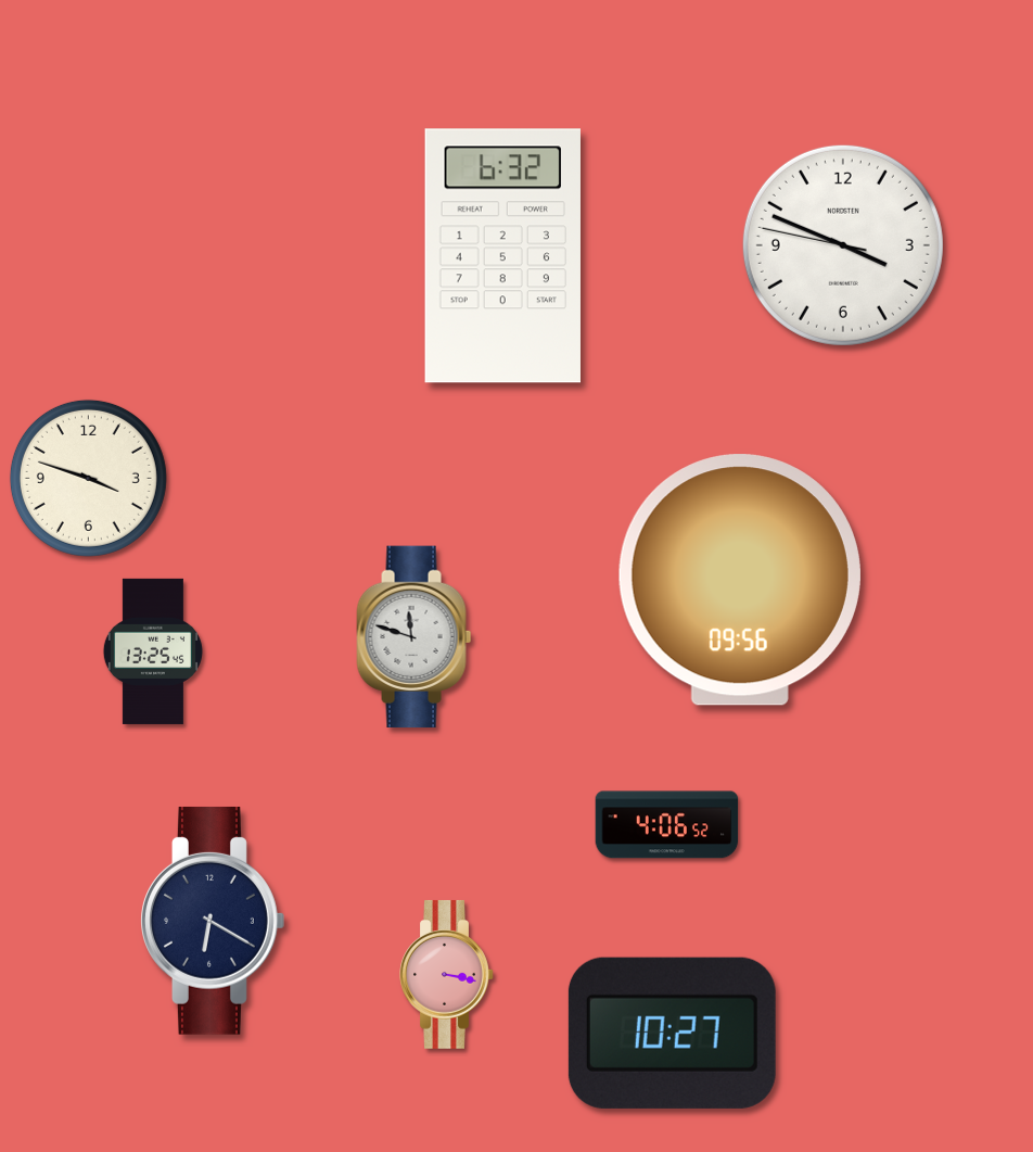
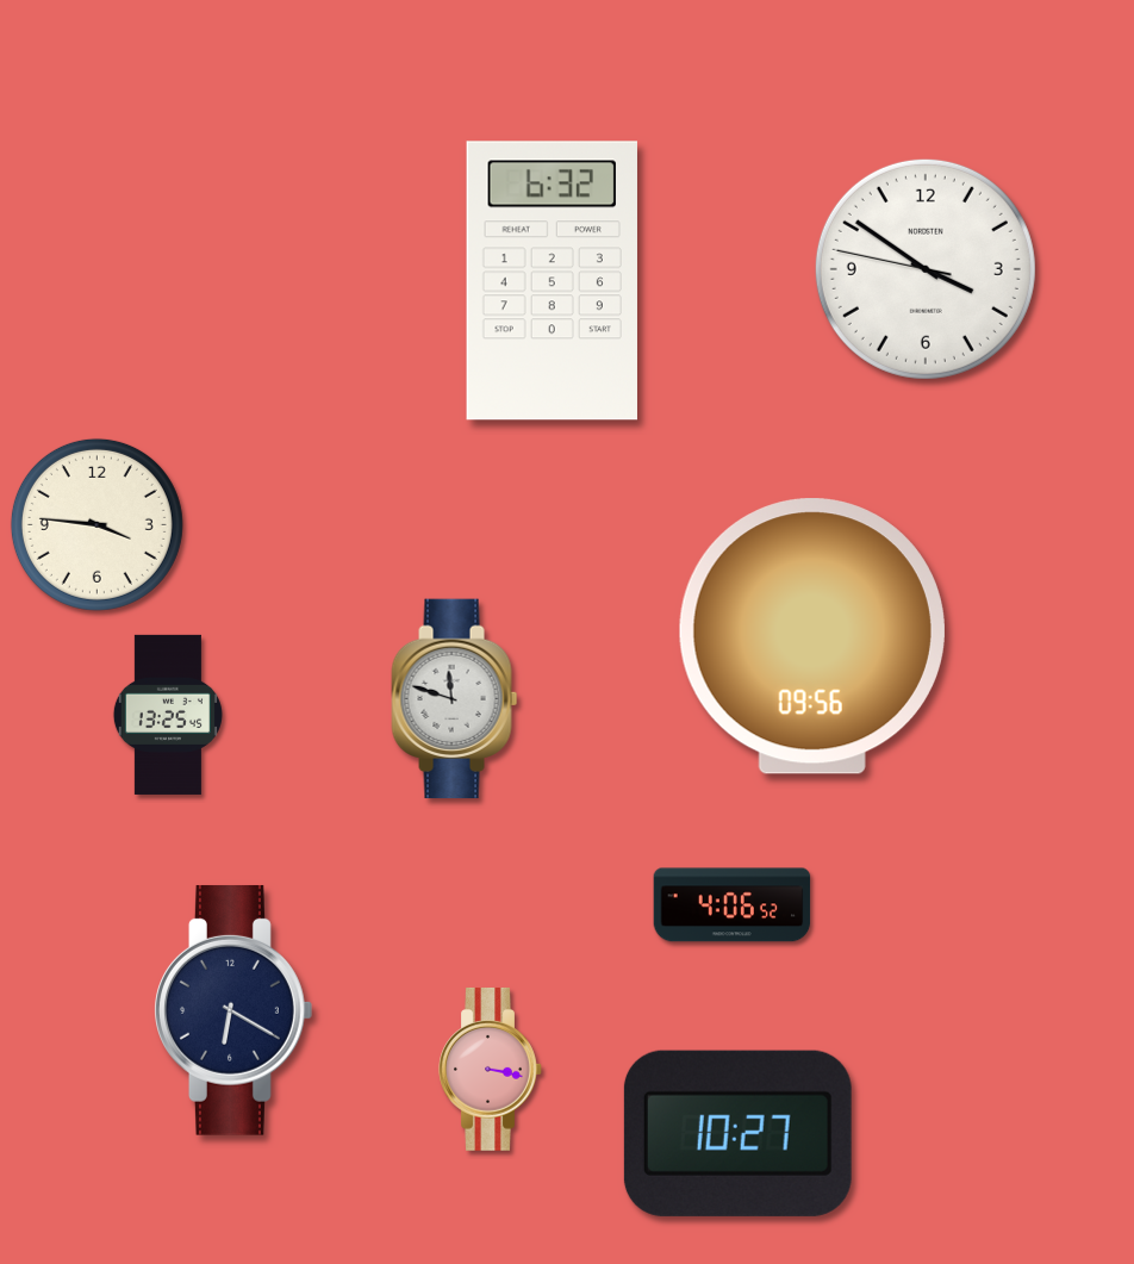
clock at (843, 245): 3:48 -> 3:50
clock at (88, 478): 3:48 -> 3:46
